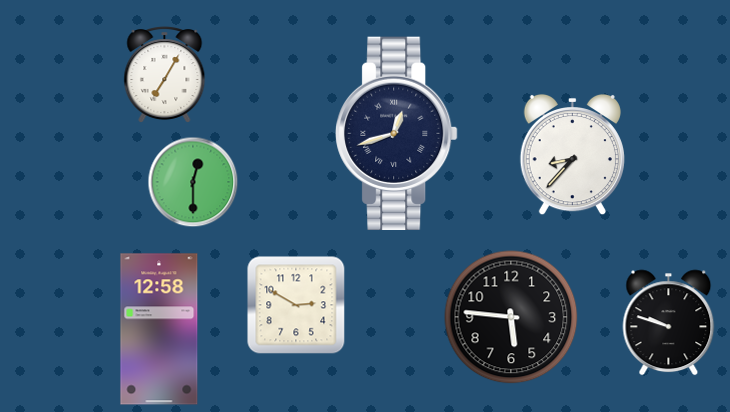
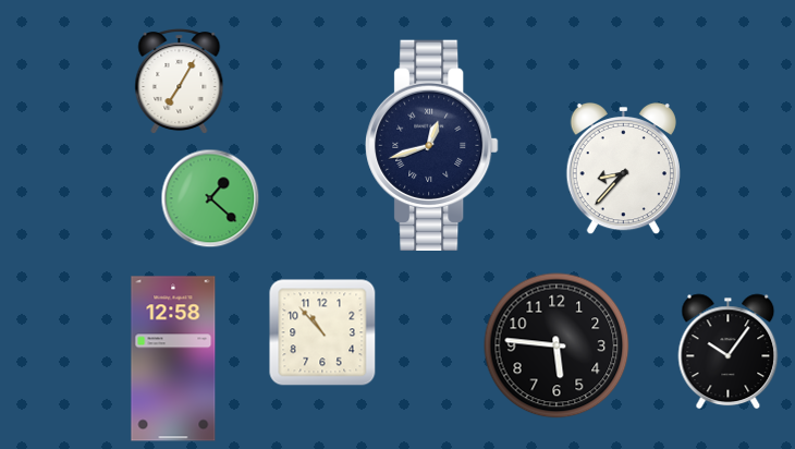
clock at (193, 182): 12:30 -> 1:22
clock at (296, 305): 2:50 -> 10:53
clock at (669, 323): 9:48 -> 10:06
